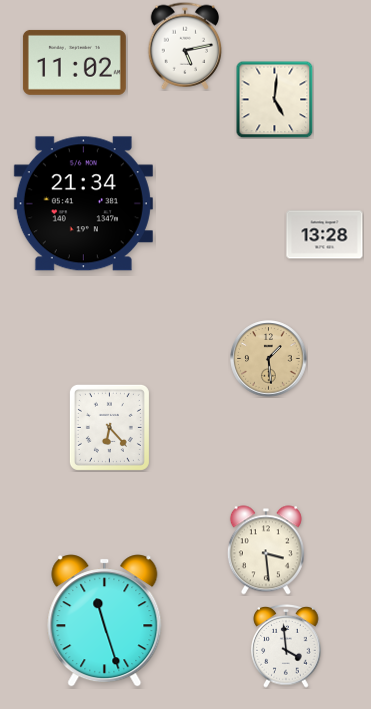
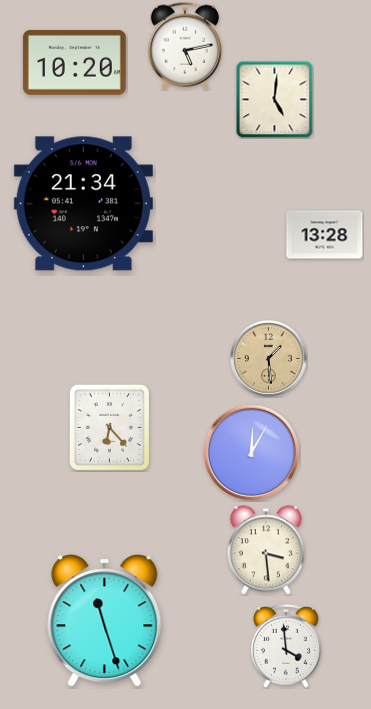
clock at (74, 62): 11:02 -> 10:20
clock at (252, 453): none -> 12:05
